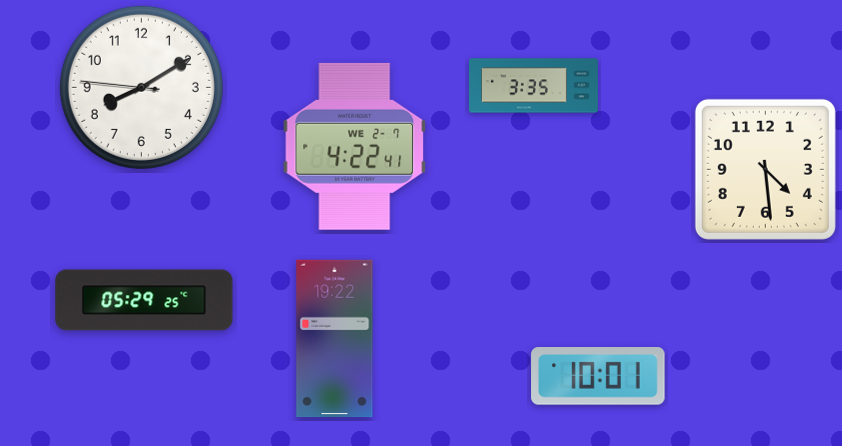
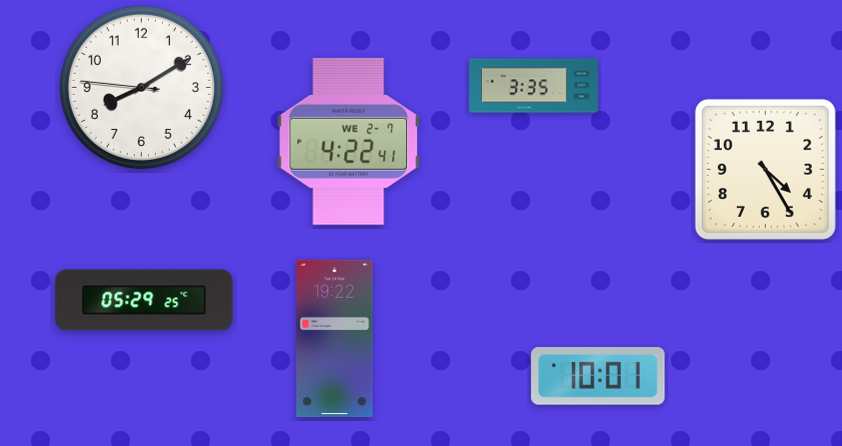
clock at (355, 146) position: (355, 146) -> (349, 141)
clock at (765, 169): 4:29 -> 4:25
